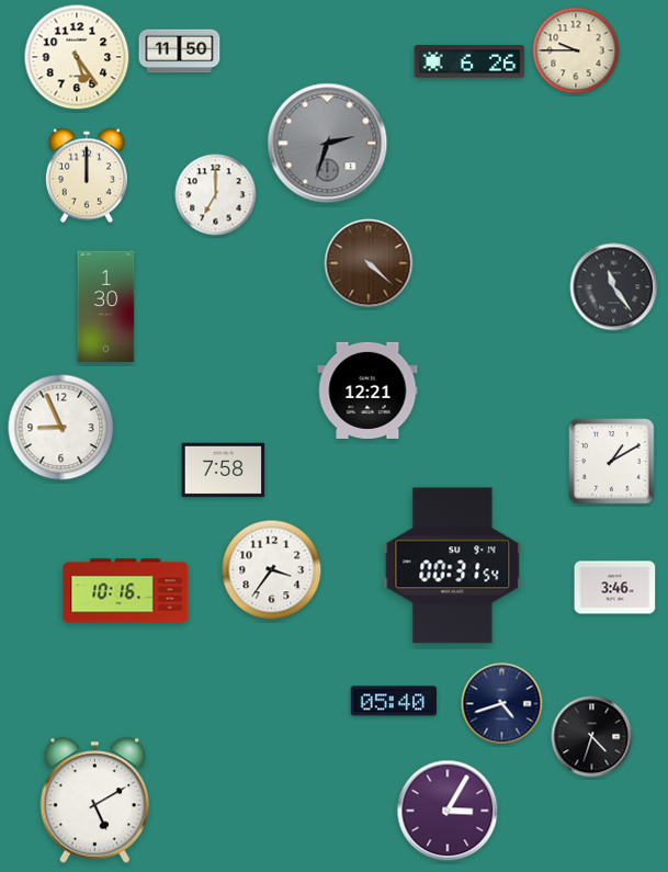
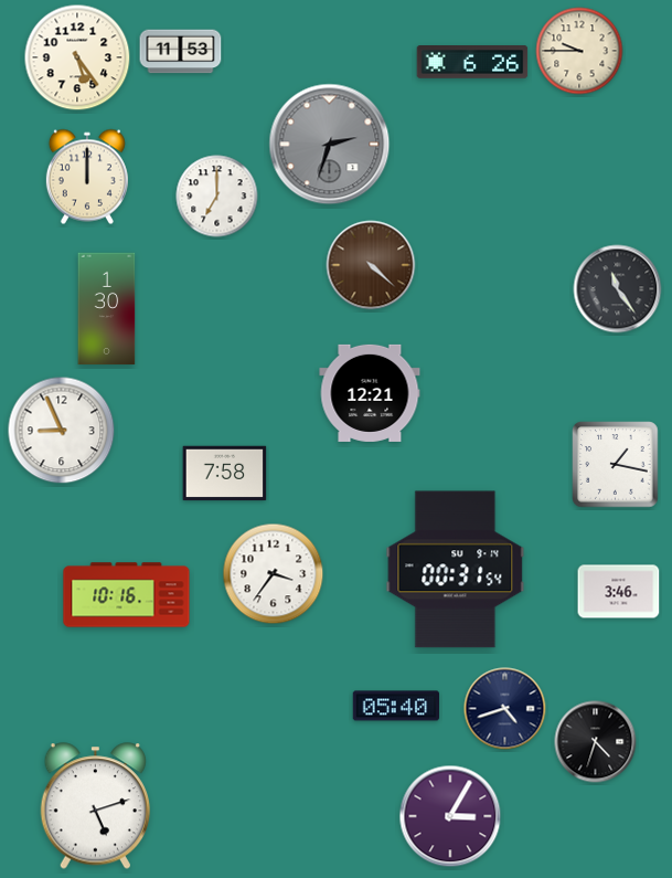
clock at (180, 52): 11:50 -> 11:53
clock at (612, 462): 1:10 -> 1:17
clock at (94, 801): 5:10 -> 5:12
